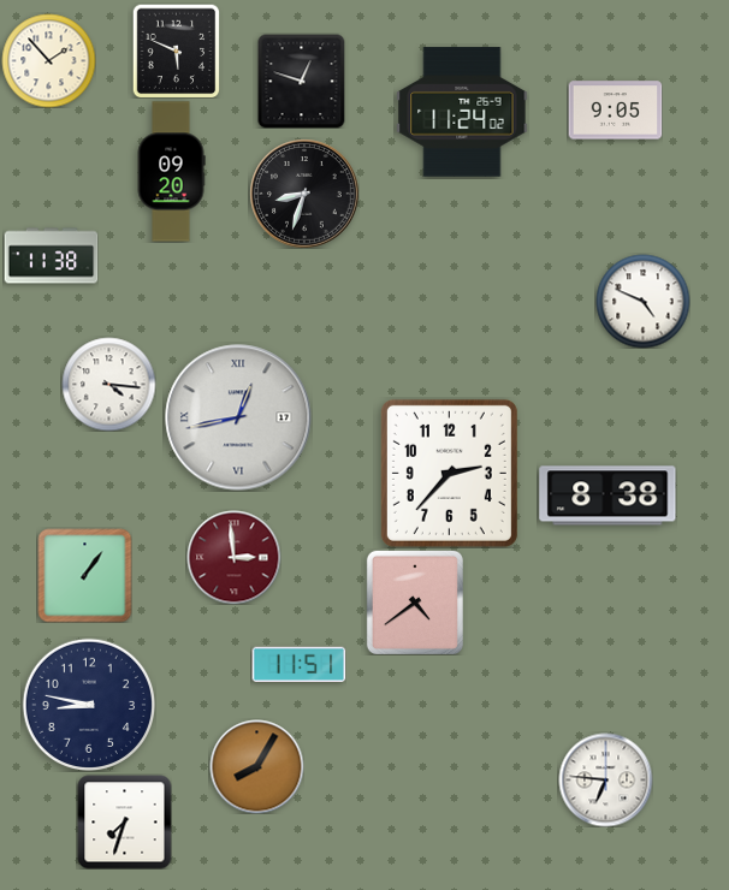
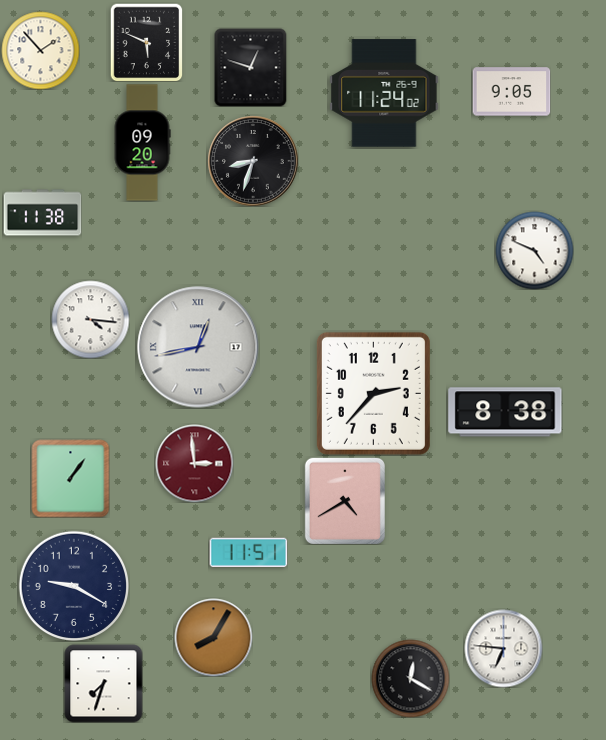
clock at (415, 603): 4:39 -> 4:40
clock at (88, 704): 8:47 -> 9:20
clock at (410, 678): none -> 12:20
